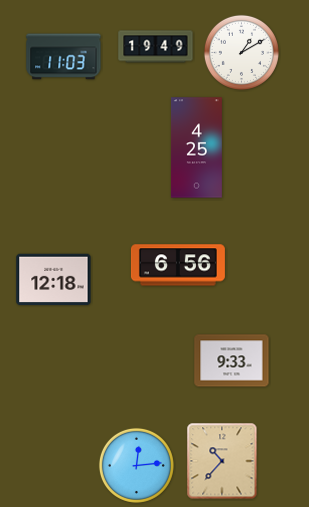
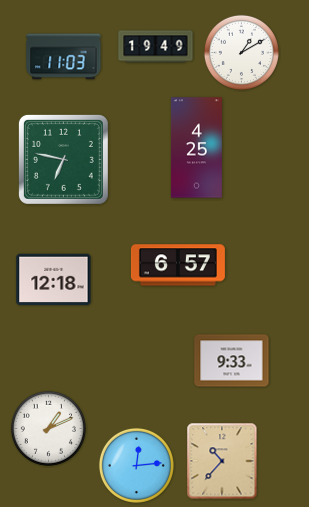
clock at (63, 159): none -> 6:47
clock at (178, 265): 6:56 -> 6:57
clock at (48, 428): none -> 1:11
